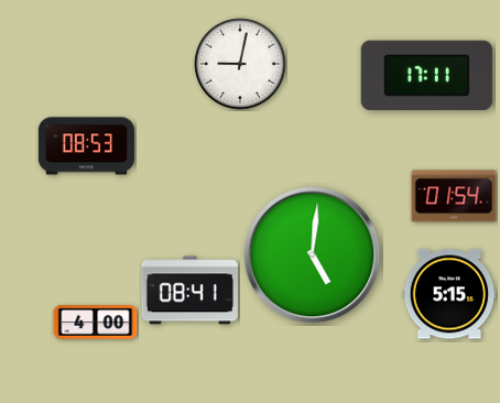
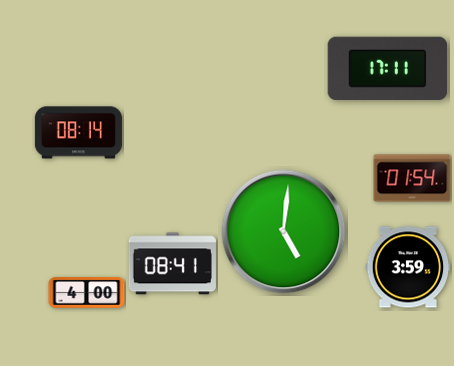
clock at (240, 64): 9:02 -> none
clock at (86, 146): 08:53 -> 08:14
clock at (449, 294): 5:15 -> 3:59
